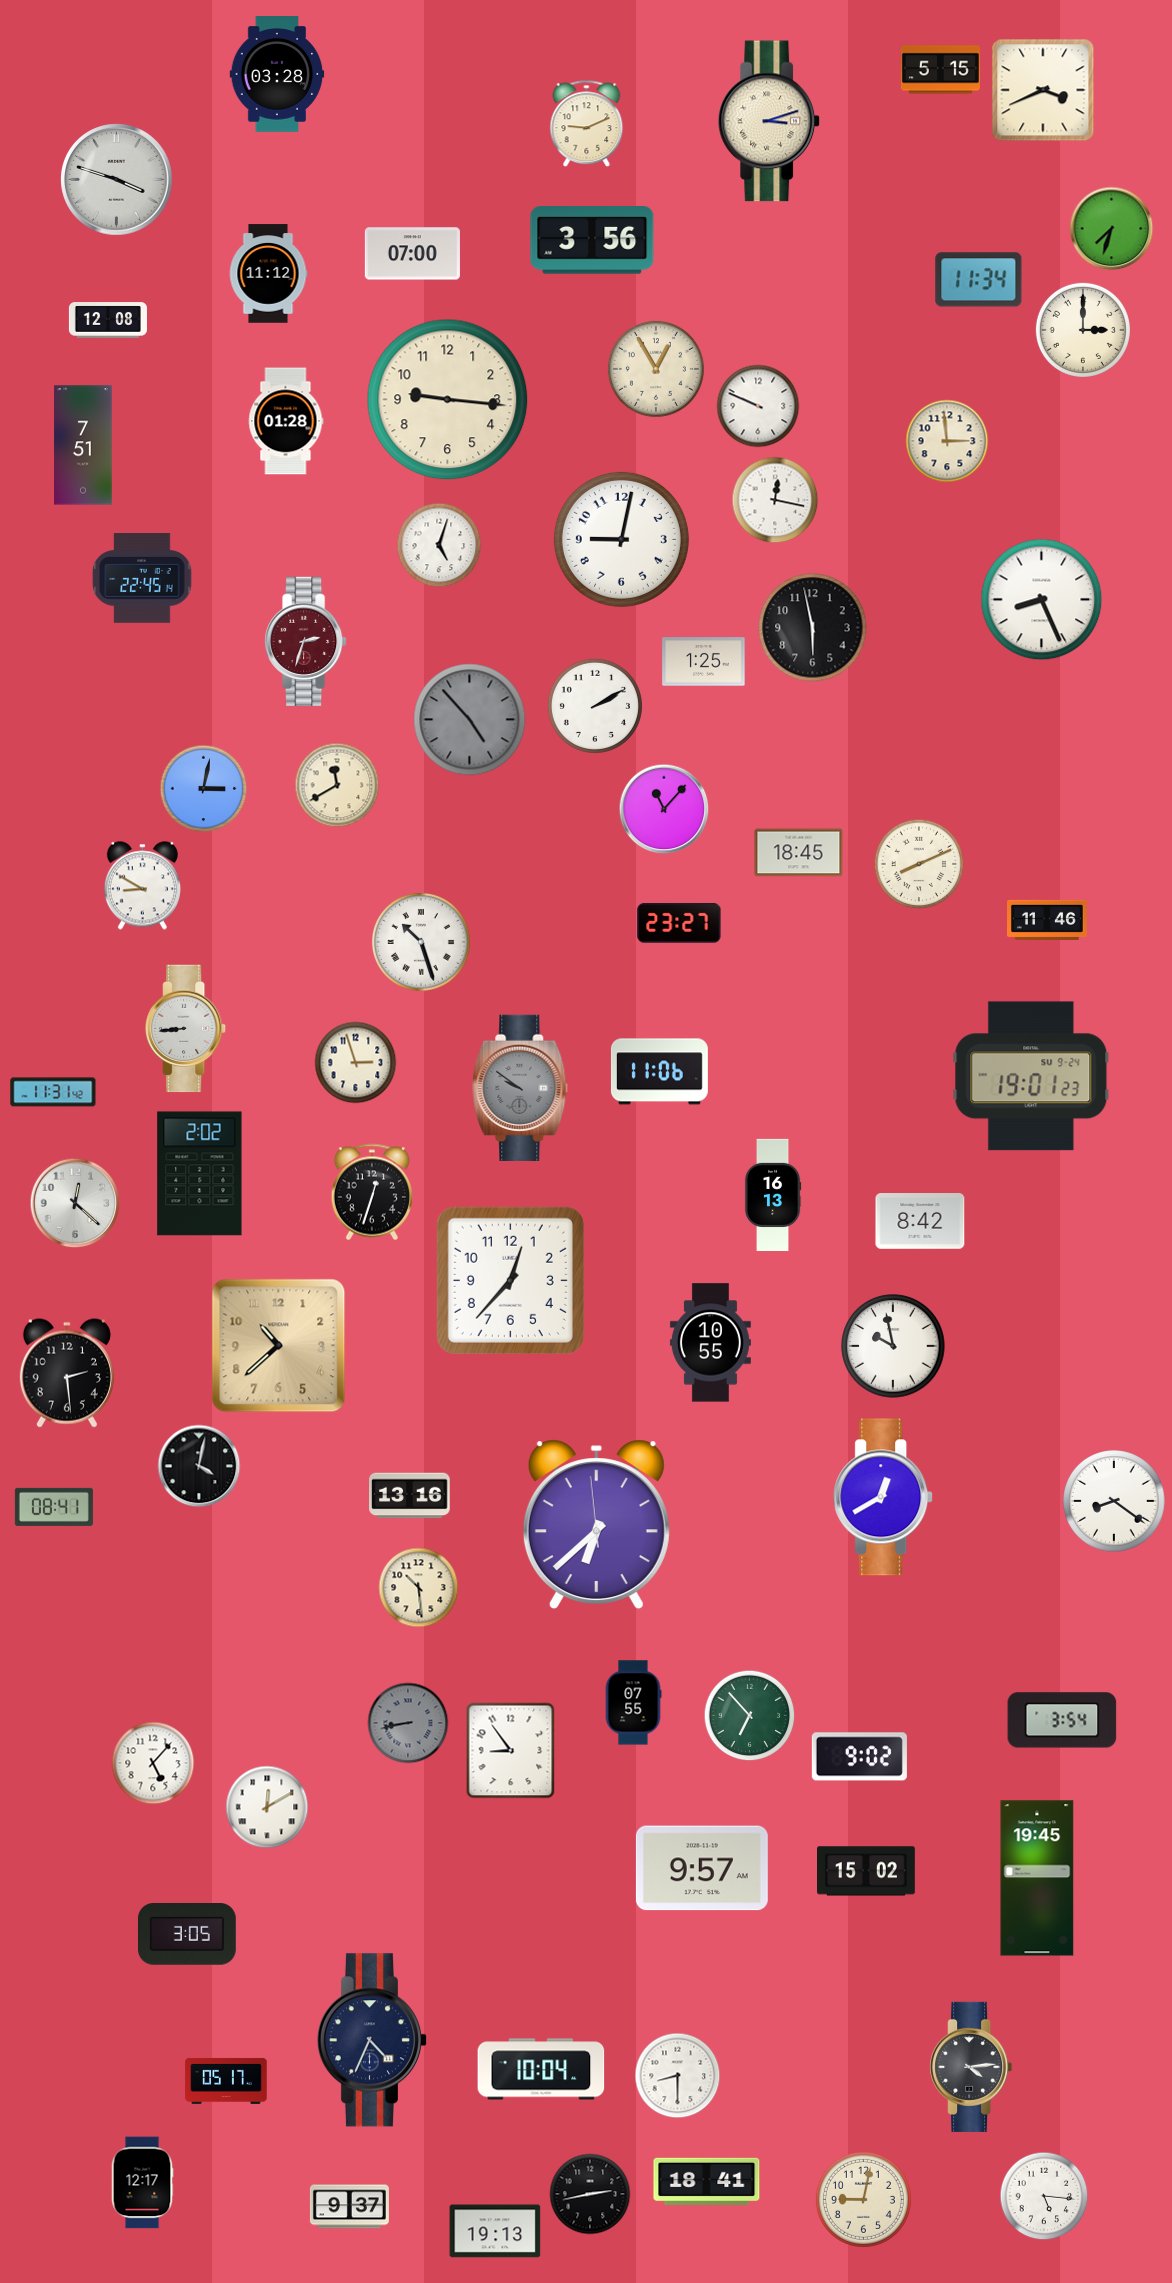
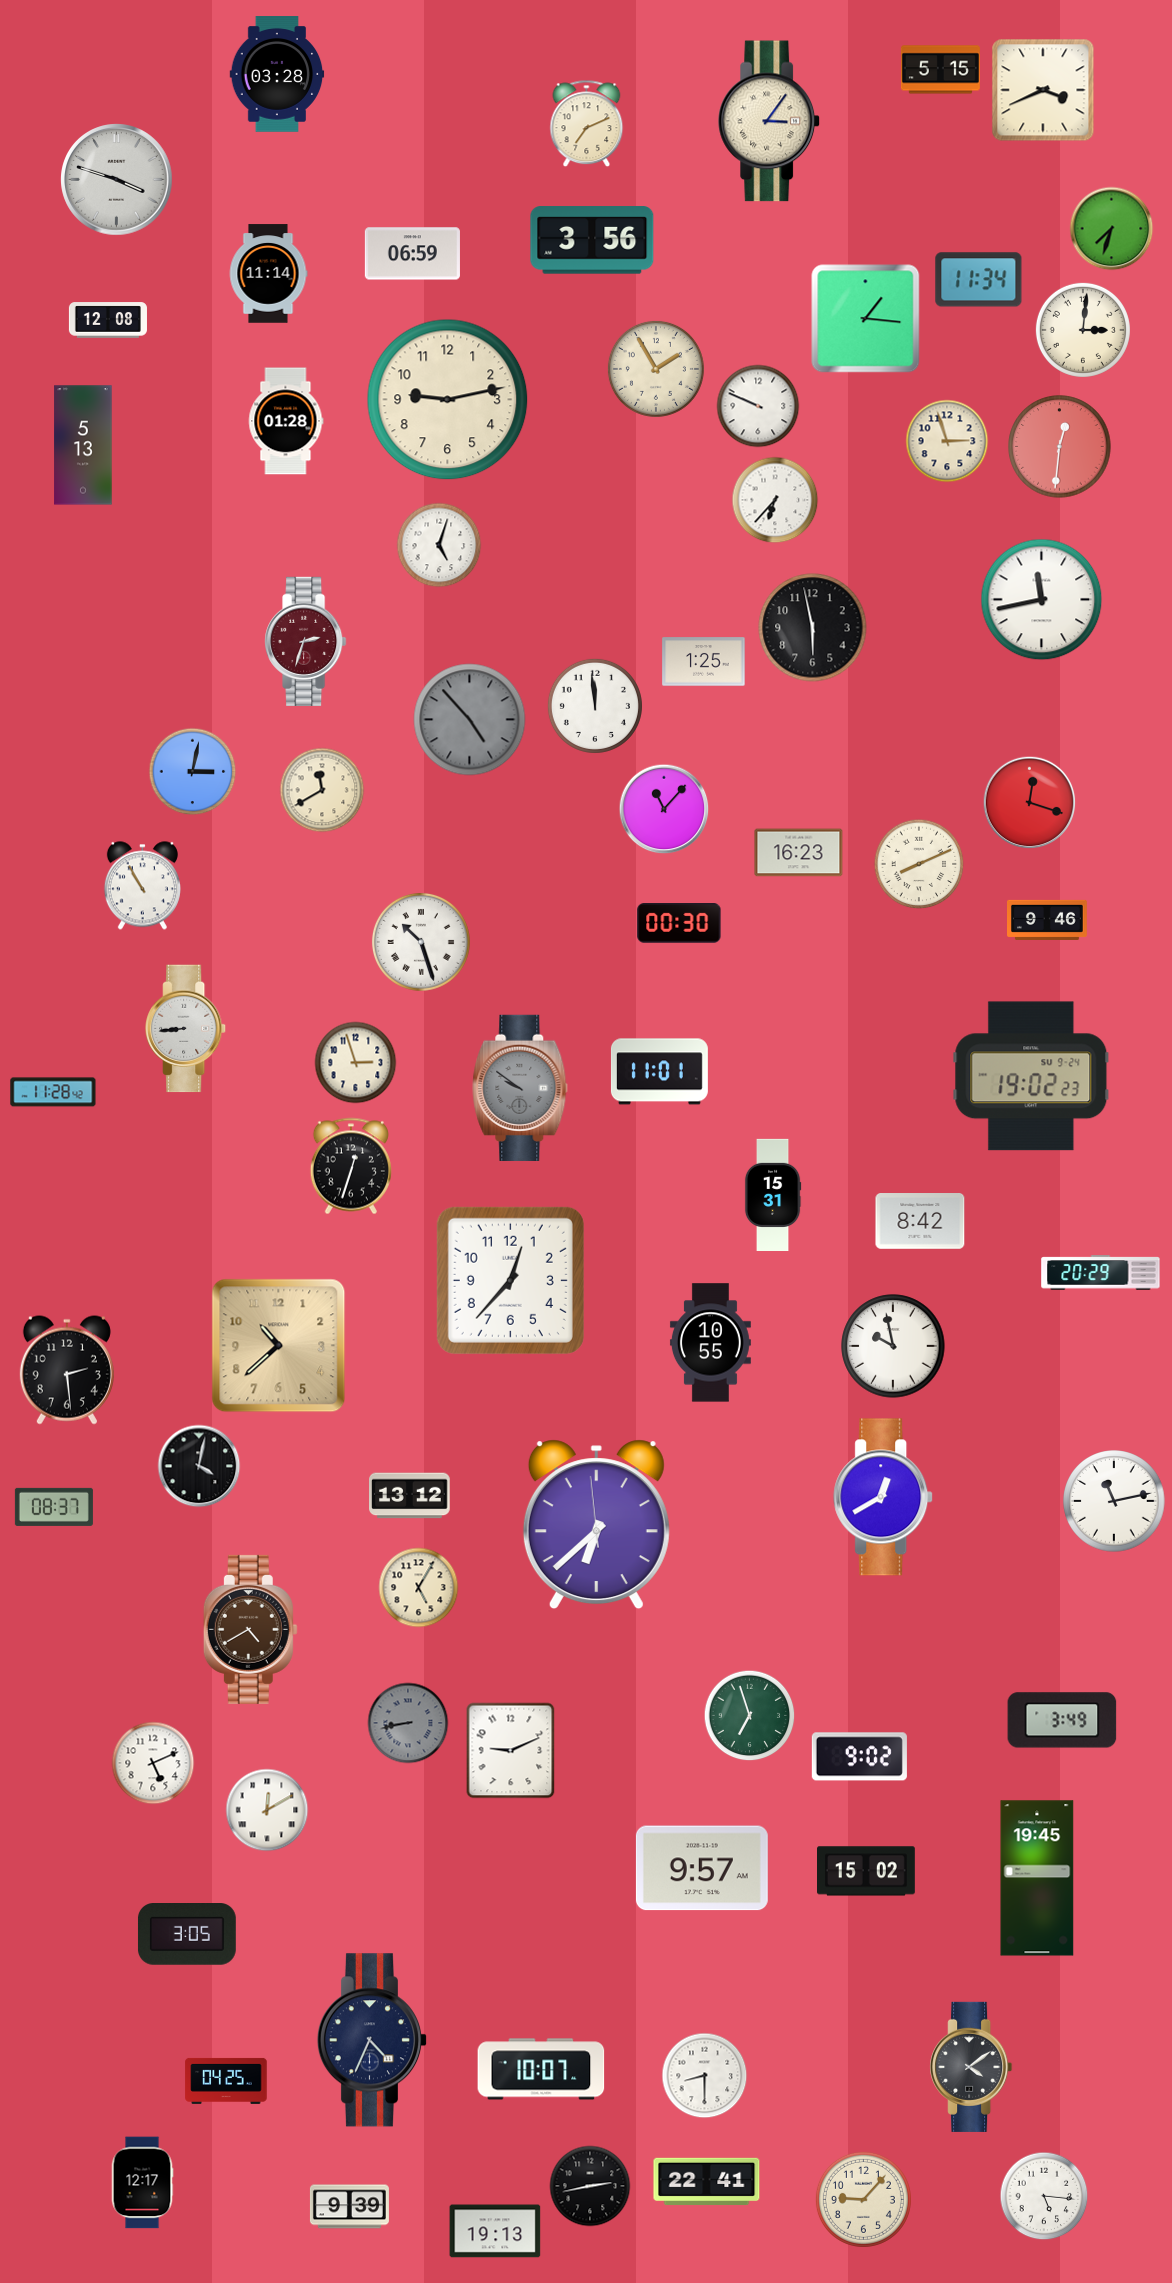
clock at (769, 121): 3:12 -> 3:06
clock at (587, 124): 9:11 -> 7:11
clock at (412, 254): 07:00 -> 06:59
clock at (268, 274): 11:12 -> 11:14
clock at (866, 319): none -> 1:16
clock at (1083, 330): 3:00 -> 3:01
clock at (656, 369): 12:55 -> 1:55
clock at (448, 400): 9:16 -> 9:13
clock at (947, 441): 2:59 -> 2:57
clock at (83, 445): 7:51 -> 5:13
clock at (1060, 447): none -> 12:31
clock at (775, 500): 12:17 -> 6:37
clock at (621, 539): 9:02 -> none
clock at (142, 578): 22:45 -> none
clock at (1042, 600): 8:26 -> 11:43
clock at (595, 706): 2:10 -> 11:59
clock at (337, 785) position: (337, 785) -> (322, 790)
clock at (204, 789) position: (204, 789) -> (193, 772)
clock at (1030, 803): none -> 12:18
clock at (799, 853): 18:45 -> 16:23
clock at (142, 886): 8:50 -> 10:55
clock at (1048, 920): 11:46 -> 9:46
clock at (679, 924): 23:27 -> 00:30
clock at (659, 1072): 11:06 -> 11:01
clock at (1031, 1076): 19:01 -> 19:02
clock at (53, 1092): 11:31 -> 11:28
clock at (200, 1174): 2:02 -> none
clock at (372, 1192) position: (372, 1192) -> (351, 1166)
clock at (773, 1194): 16:13 -> 15:31
clock at (75, 1203): 12:22 -> none
clock at (1101, 1273): none -> 20:29
clock at (67, 1373) position: (67, 1373) -> (67, 1370)
clock at (410, 1496): 13:16 -> 13:12
clock at (1114, 1501): 8:21 -> 11:13
clock at (54, 1507): 08:41 -> 08:37
clock at (419, 1588): 10:29 -> 5:05
clock at (250, 1629): none -> 4:40
clock at (633, 1703): 07:55 -> none
clock at (750, 1716): 6:53 -> 6:57
clock at (1062, 1720): 3:54 -> 3:49
clock at (511, 1751): 8:54 -> 9:11
clock at (153, 1763): 5:07 -> 5:11
clock at (267, 1807) position: (267, 1807) -> (267, 1810)
clock at (971, 2067): 4:14 -> 4:09
clock at (541, 2069): 10:04 -> 10:07
clock at (678, 2076) position: (678, 2076) -> (705, 2076)
clock at (226, 2081): 05:17 -> 04:25
clock at (707, 2182): 18:41 -> 22:41
clock at (590, 2194) position: (590, 2194) -> (590, 2186)
clock at (863, 2199): 9:02 -> 9:07
clock at (349, 2207): 9:37 -> 9:39
